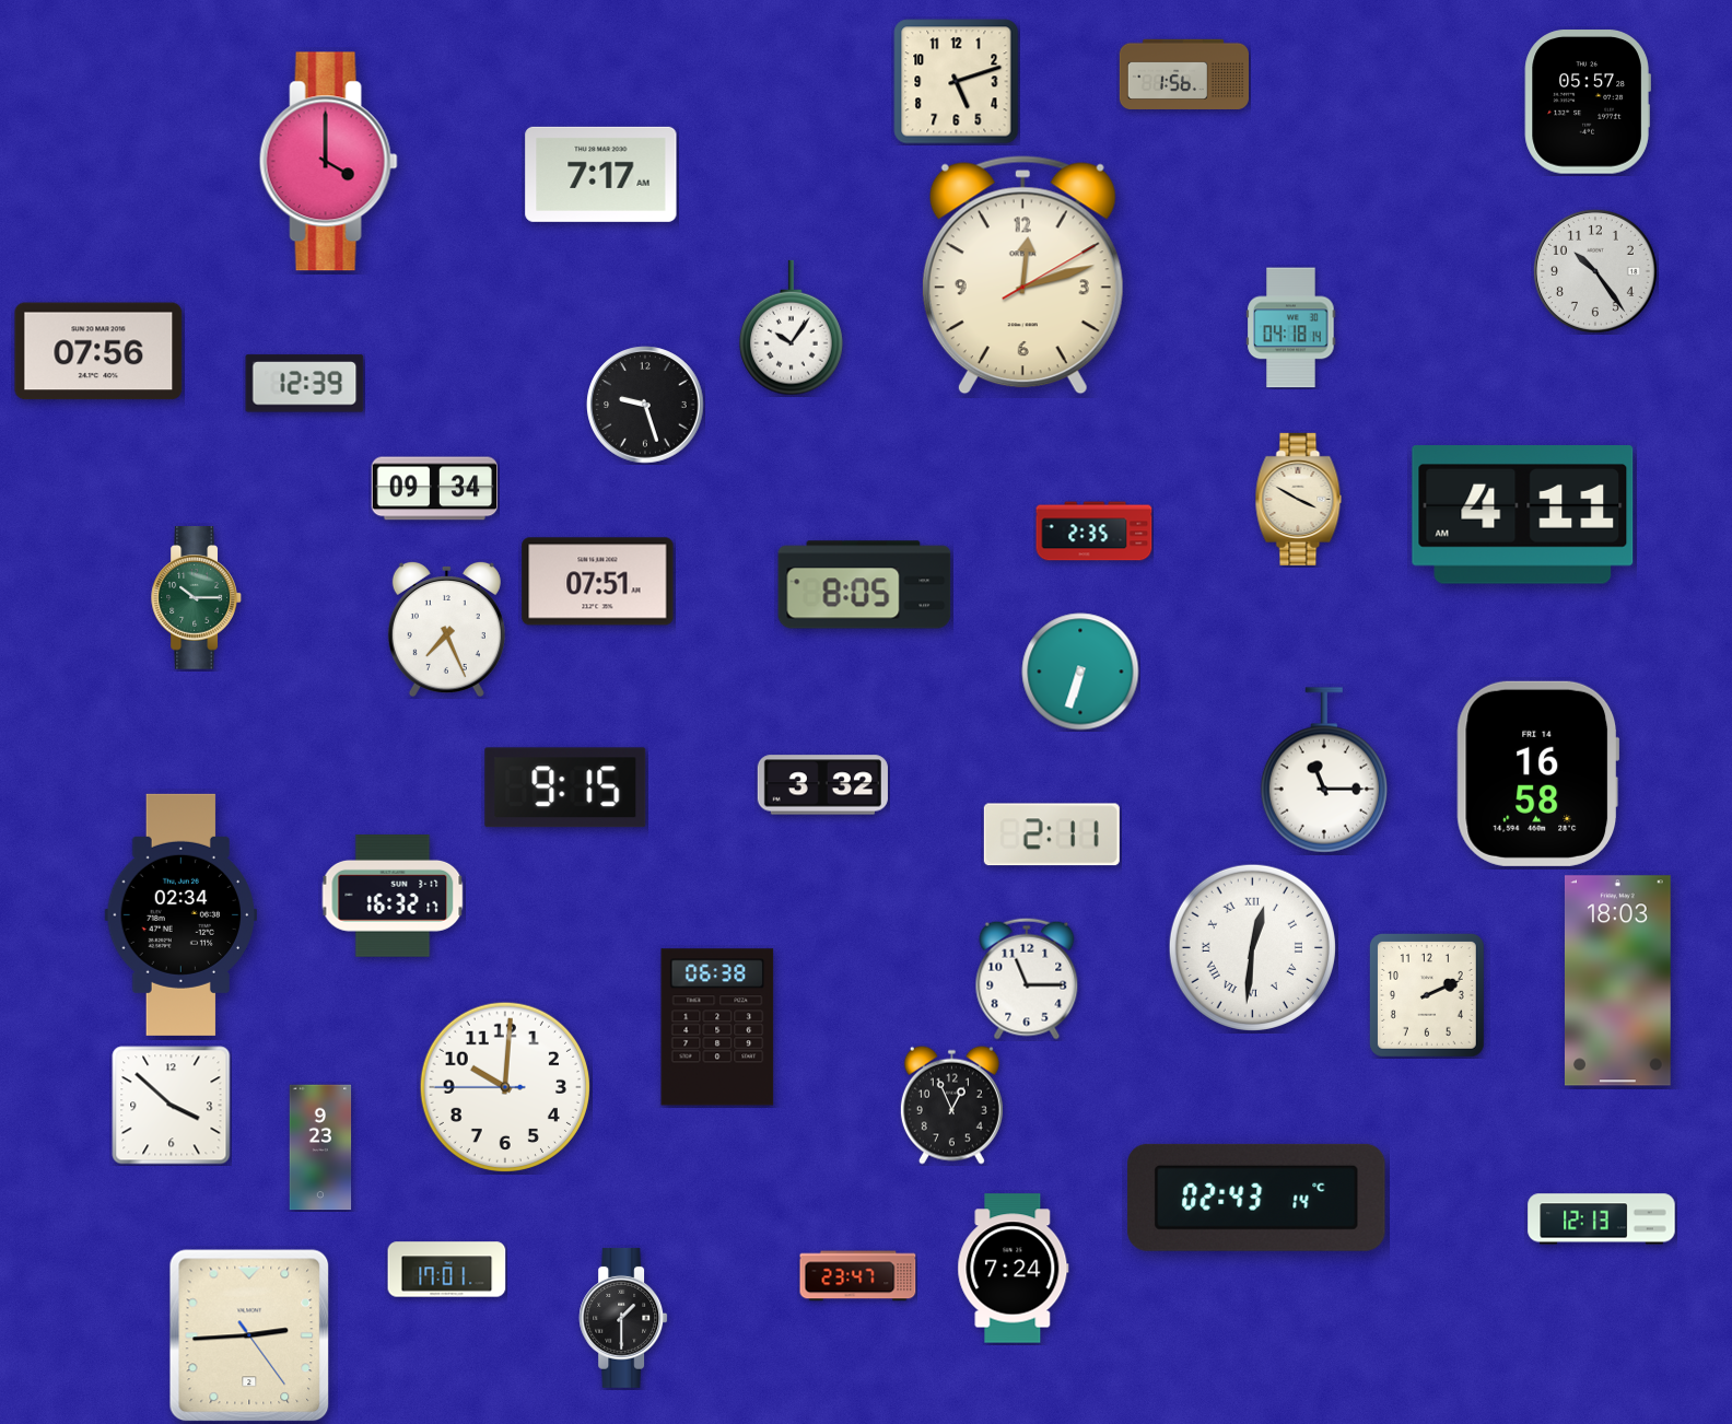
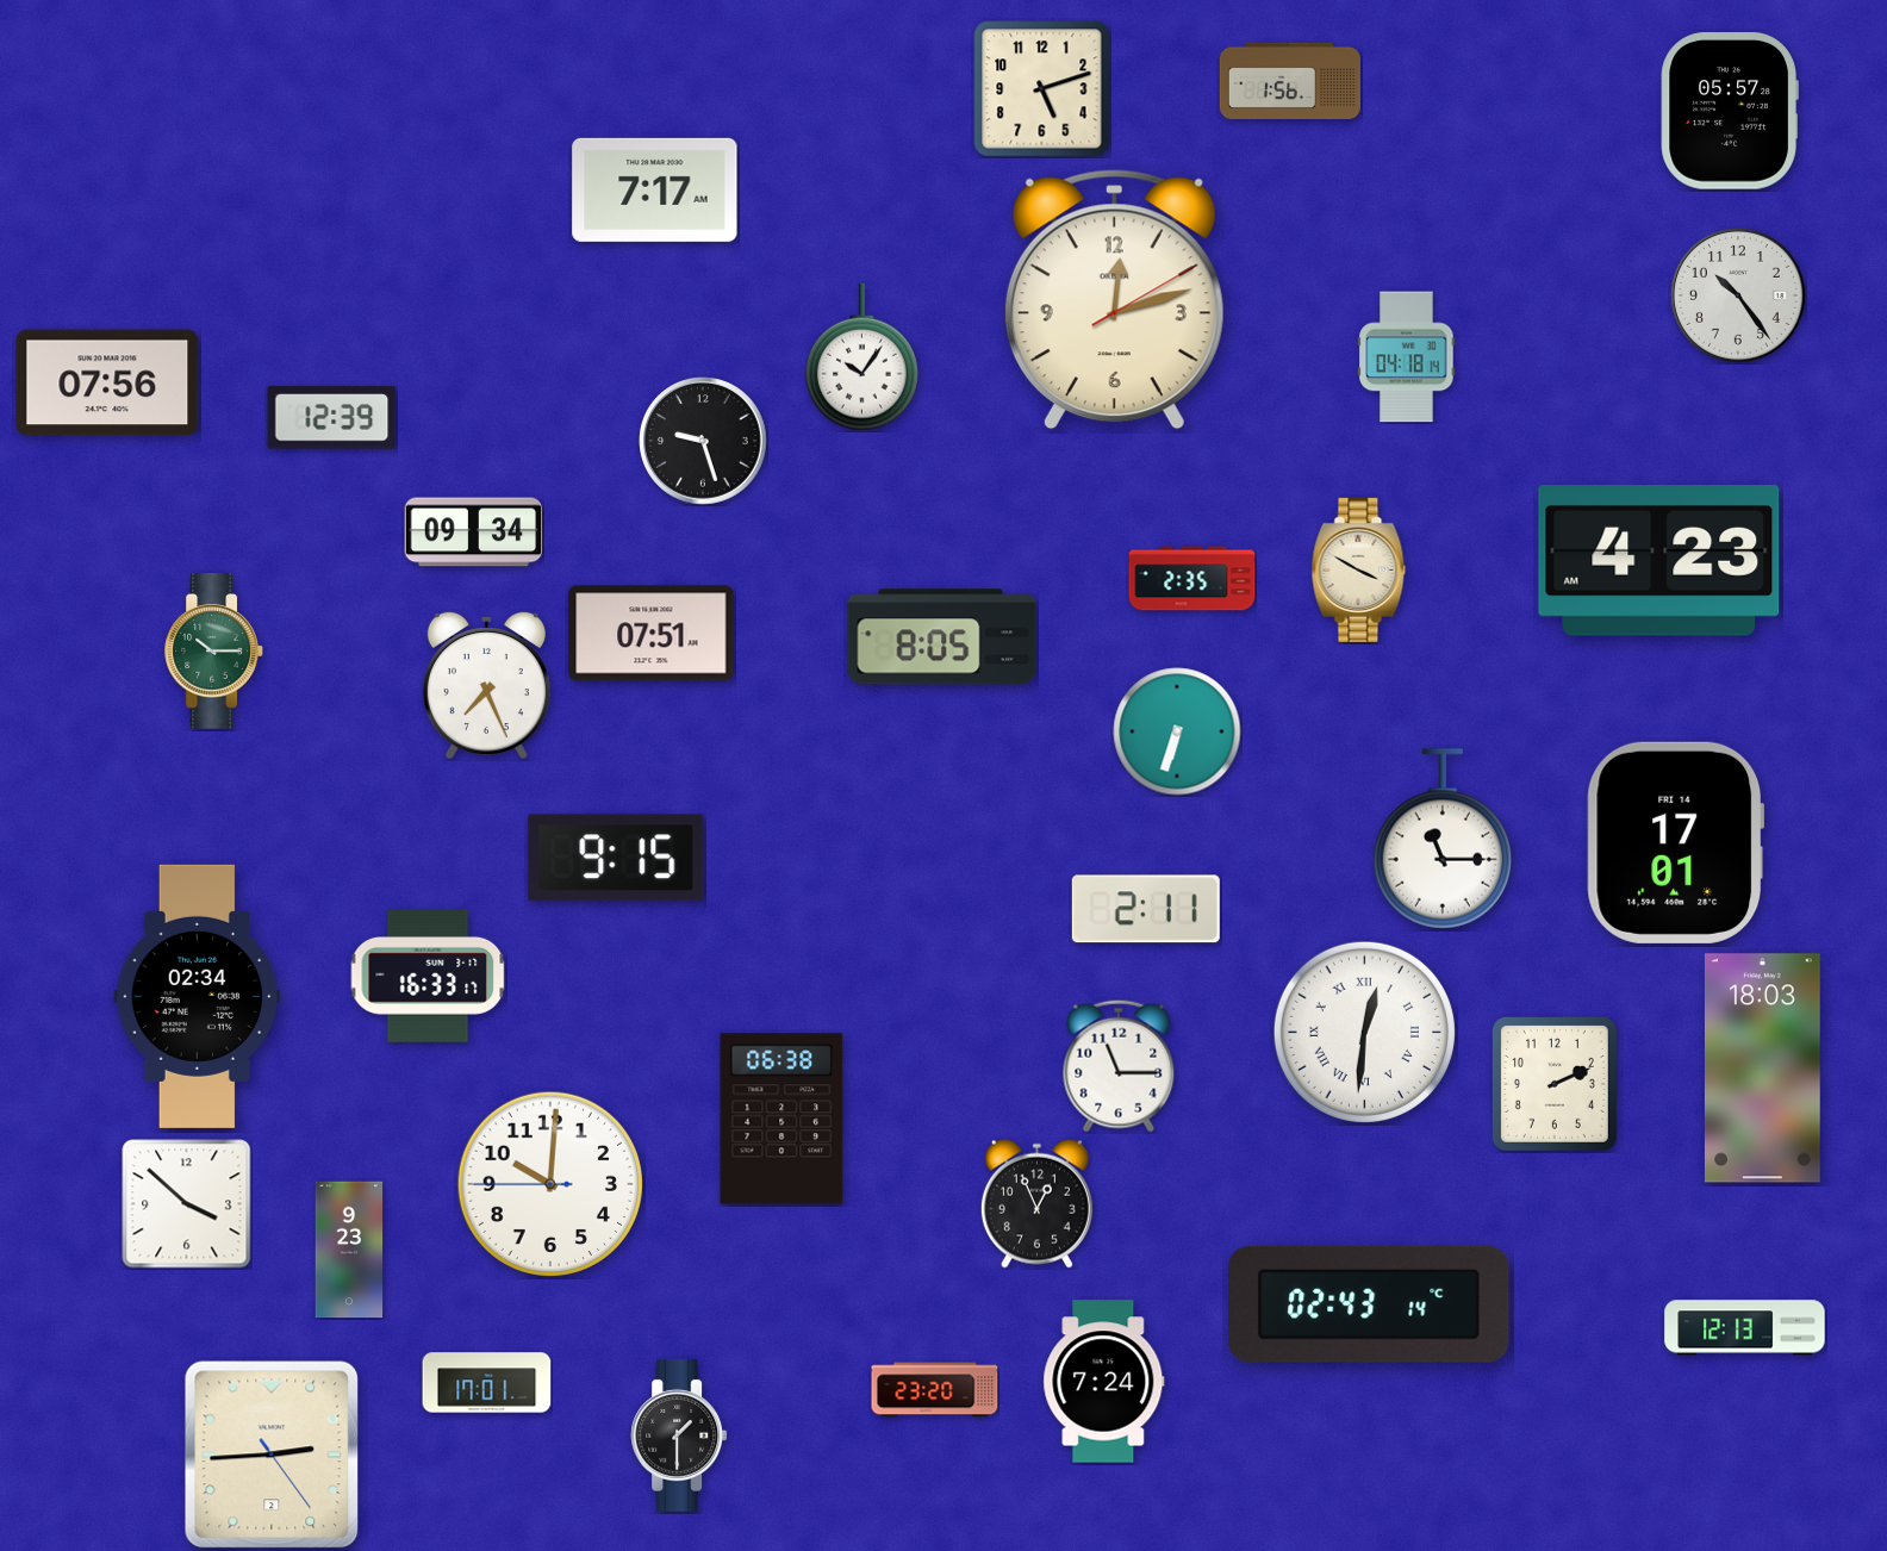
clock at (328, 162): 4:00 -> none
clock at (1299, 499) position: (1299, 499) -> (1359, 569)
clock at (1523, 515): 4:11 -> 4:23
clock at (1538, 773): 16:58 -> 17:01
clock at (822, 785): 3:32 -> none
clock at (393, 897): 16:32 -> 16:33
clock at (858, 1276): 23:47 -> 23:20
